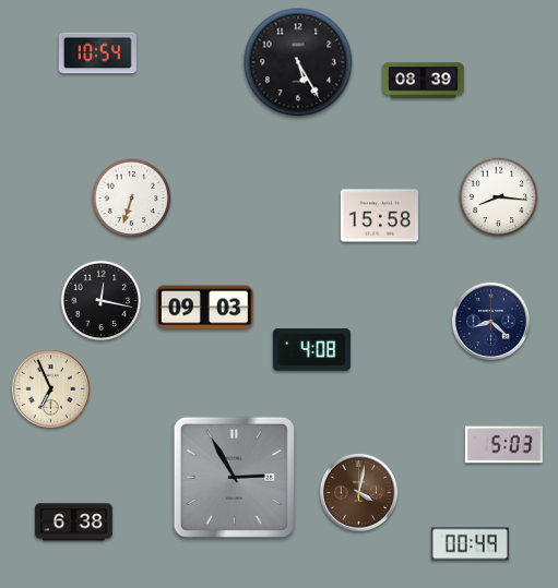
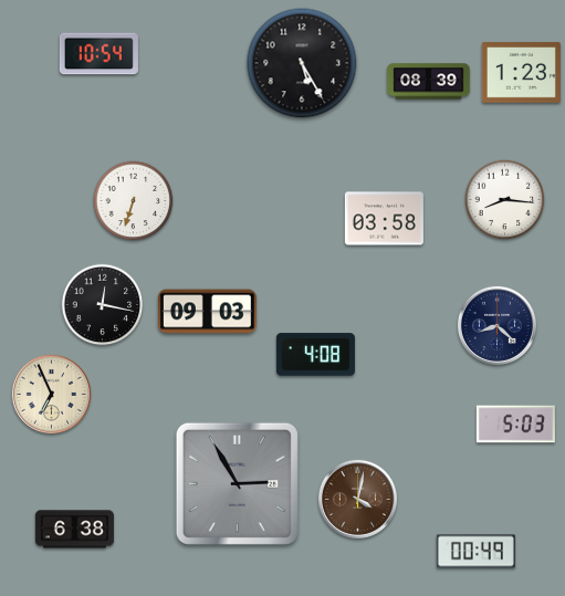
clock at (521, 73): none -> 1:23
clock at (379, 216): 15:58 -> 03:58
clock at (503, 445) position: (503, 445) -> (515, 425)
clock at (358, 492) position: (358, 492) -> (357, 499)
